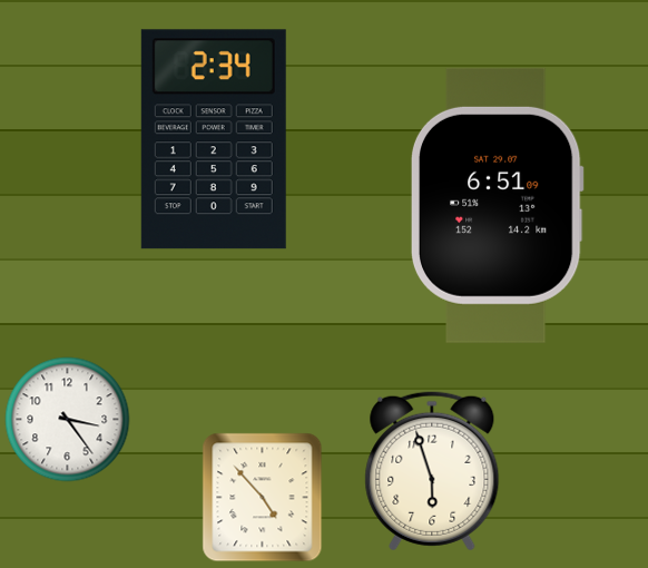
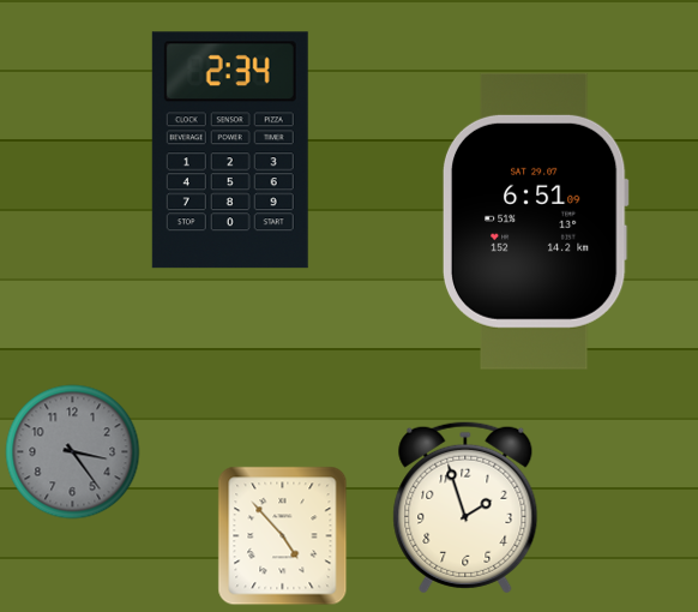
clock at (68, 420) dial: white -> grey
clock at (432, 471): 5:57 -> 1:57
